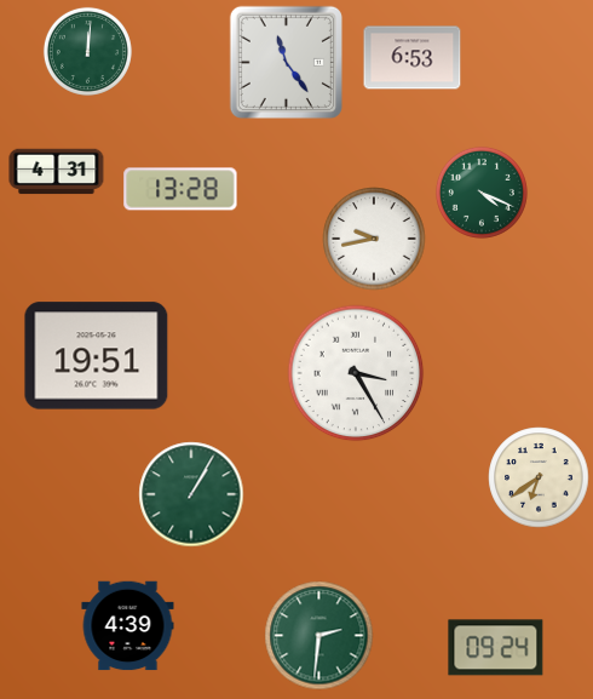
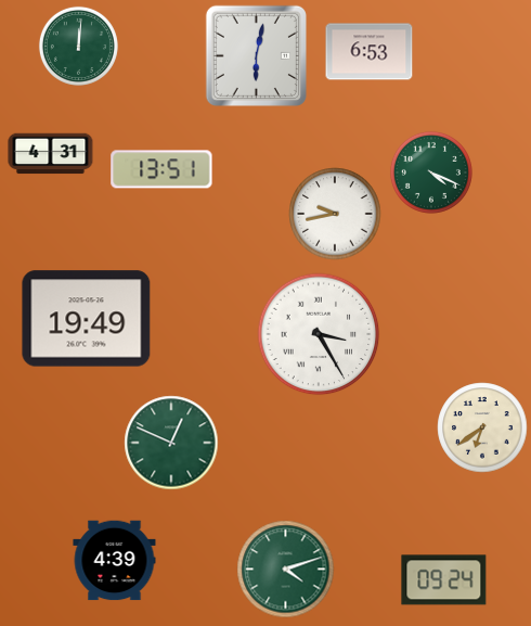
clock at (286, 62): 11:24 -> 6:02
clock at (180, 189): 13:28 -> 13:51
clock at (97, 356): 19:51 -> 19:49
clock at (191, 494): 1:05 -> 12:49
clock at (319, 636): 2:31 -> 4:12
